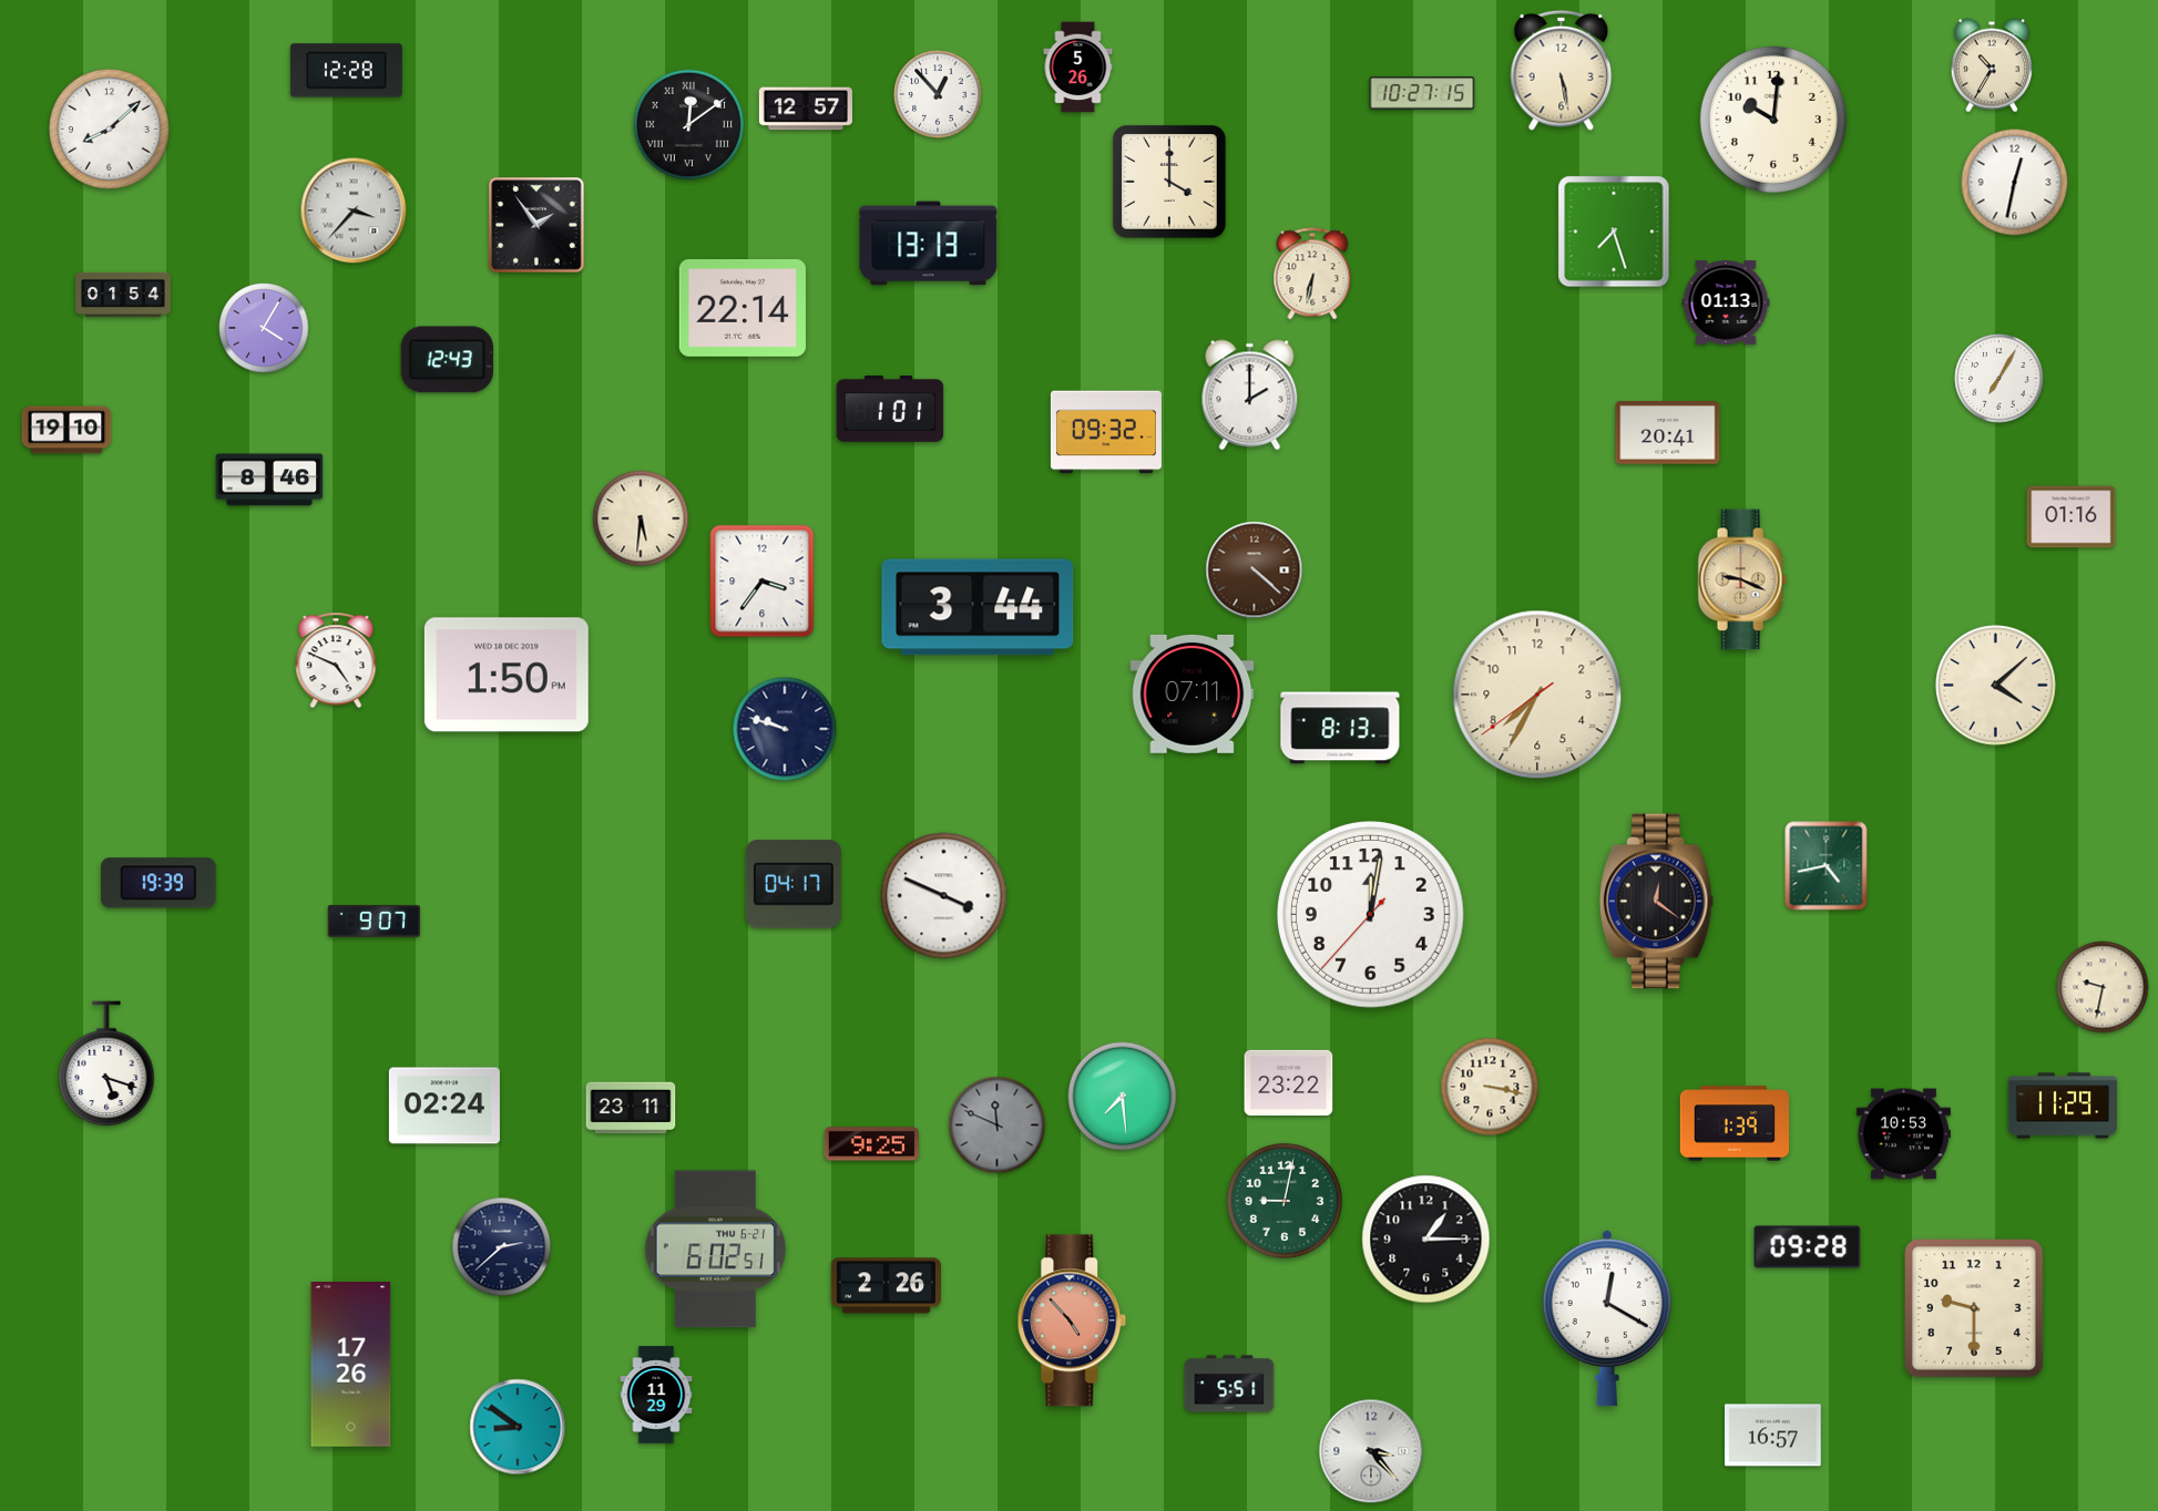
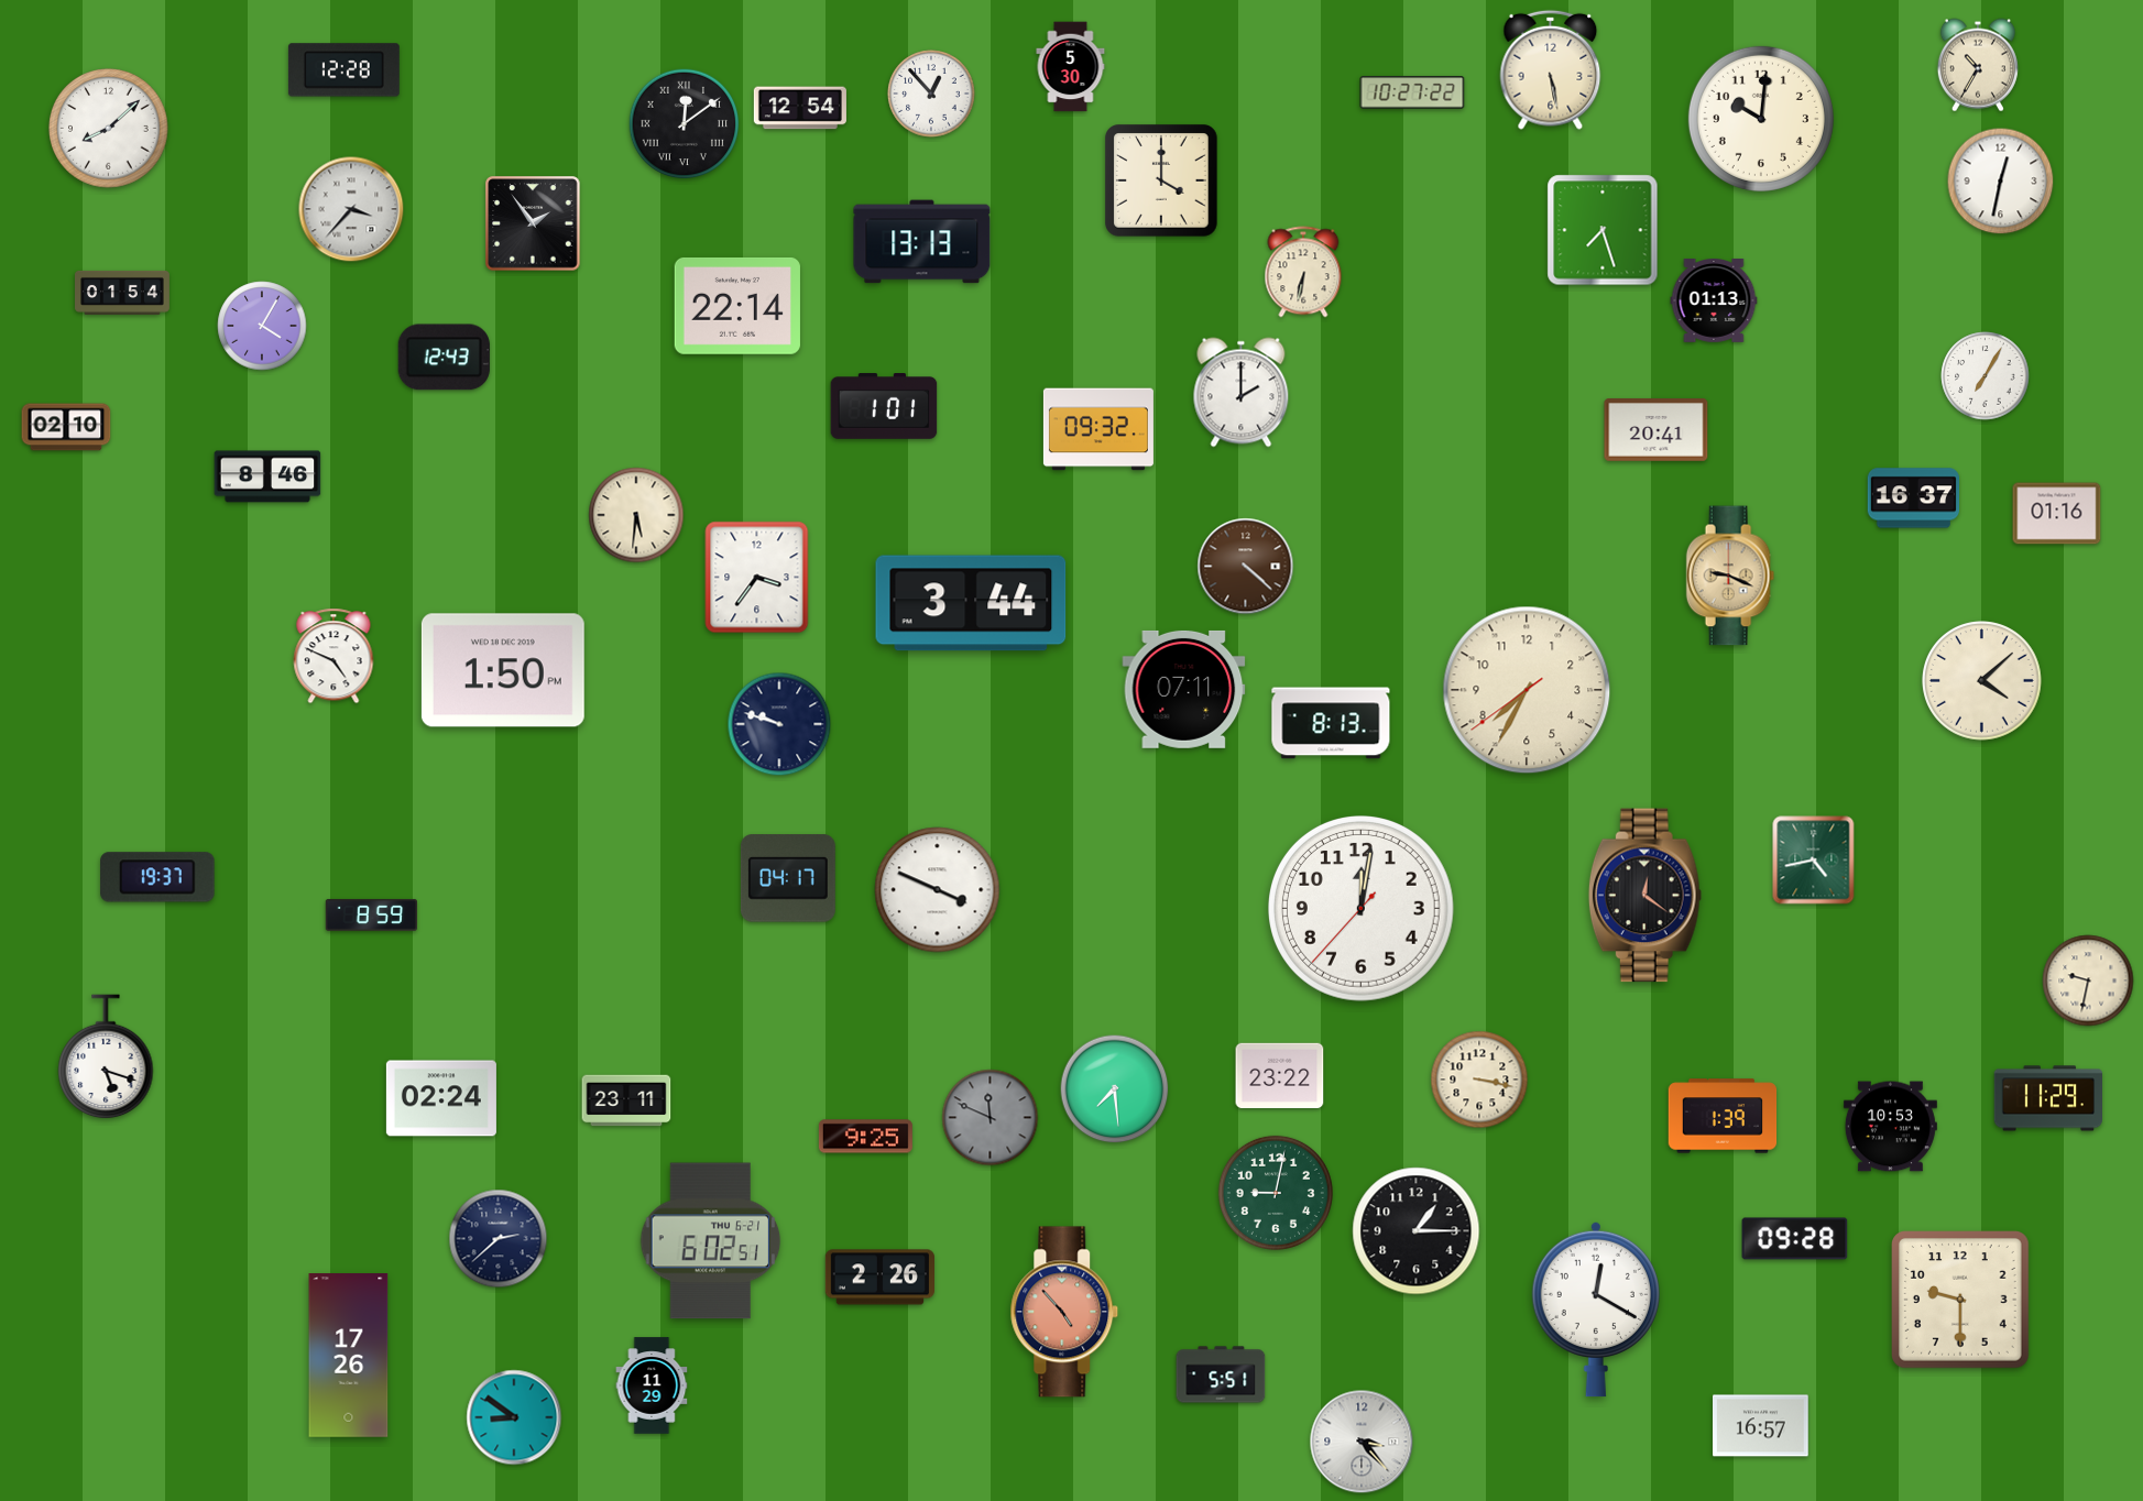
clock at (1078, 68): 5:26 -> 5:30
clock at (1422, 93): 10:27:15 -> 10:27:22
clock at (806, 109): 12:57 -> 12:54
clock at (67, 430): 19:10 -> 02:10
clock at (1913, 498): none -> 16:37
clock at (158, 883): 19:39 -> 19:37
clock at (374, 921): 9:07 -> 8:59
